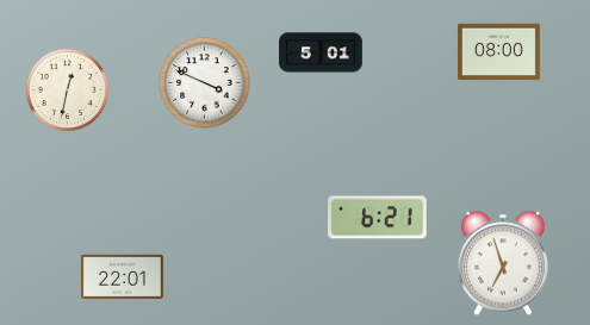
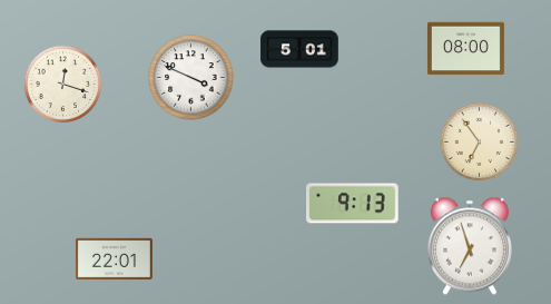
clock at (68, 90): 12:32 -> 12:18
clock at (480, 143): none -> 6:54
clock at (378, 218): 6:21 -> 9:13
